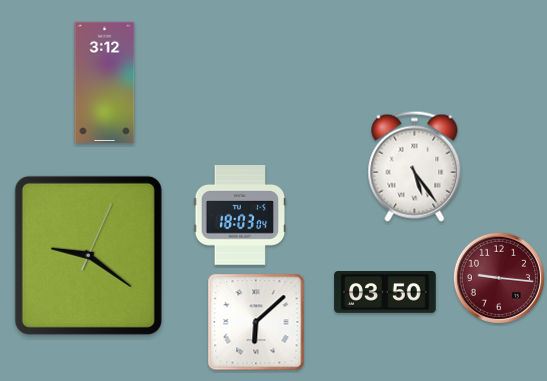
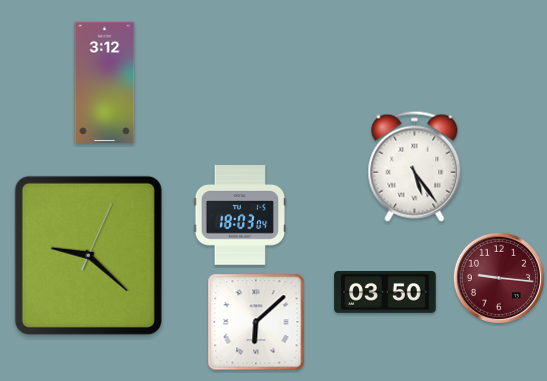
clock at (88, 255): 9:21 -> 9:22
